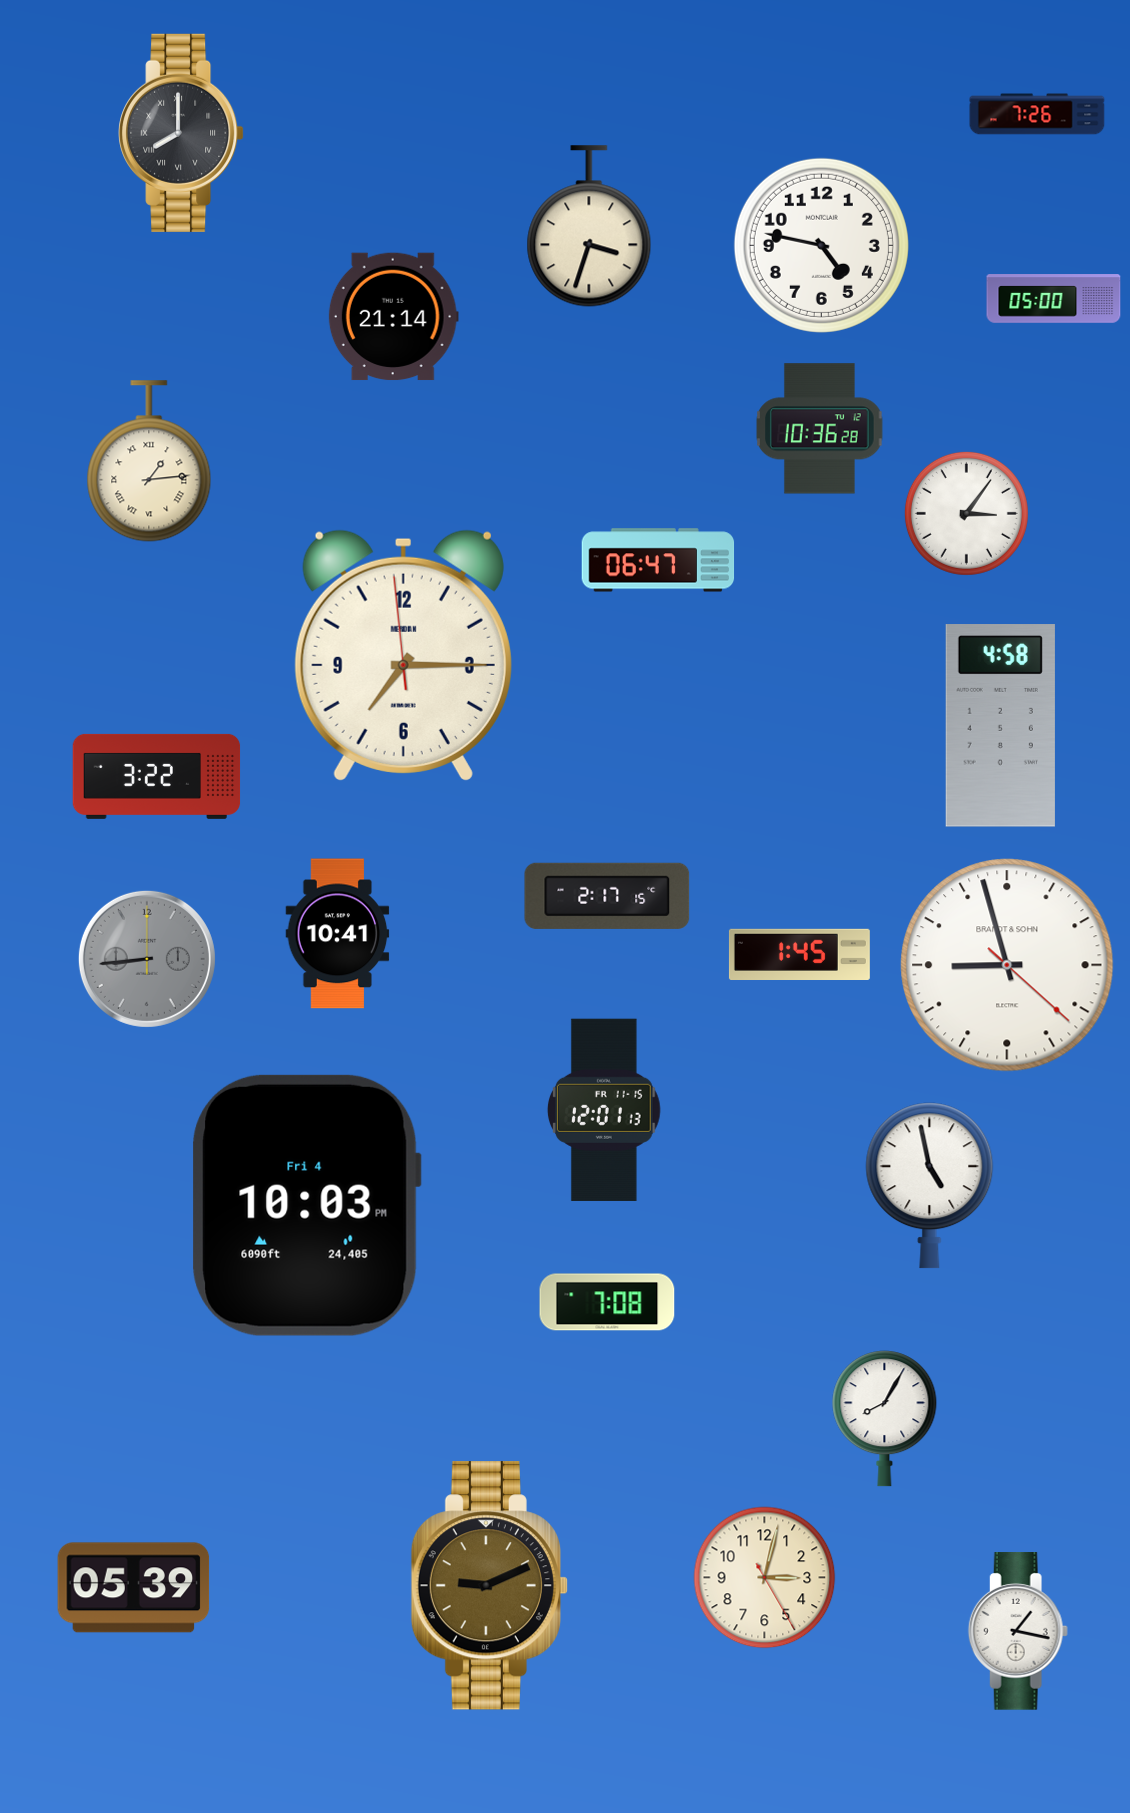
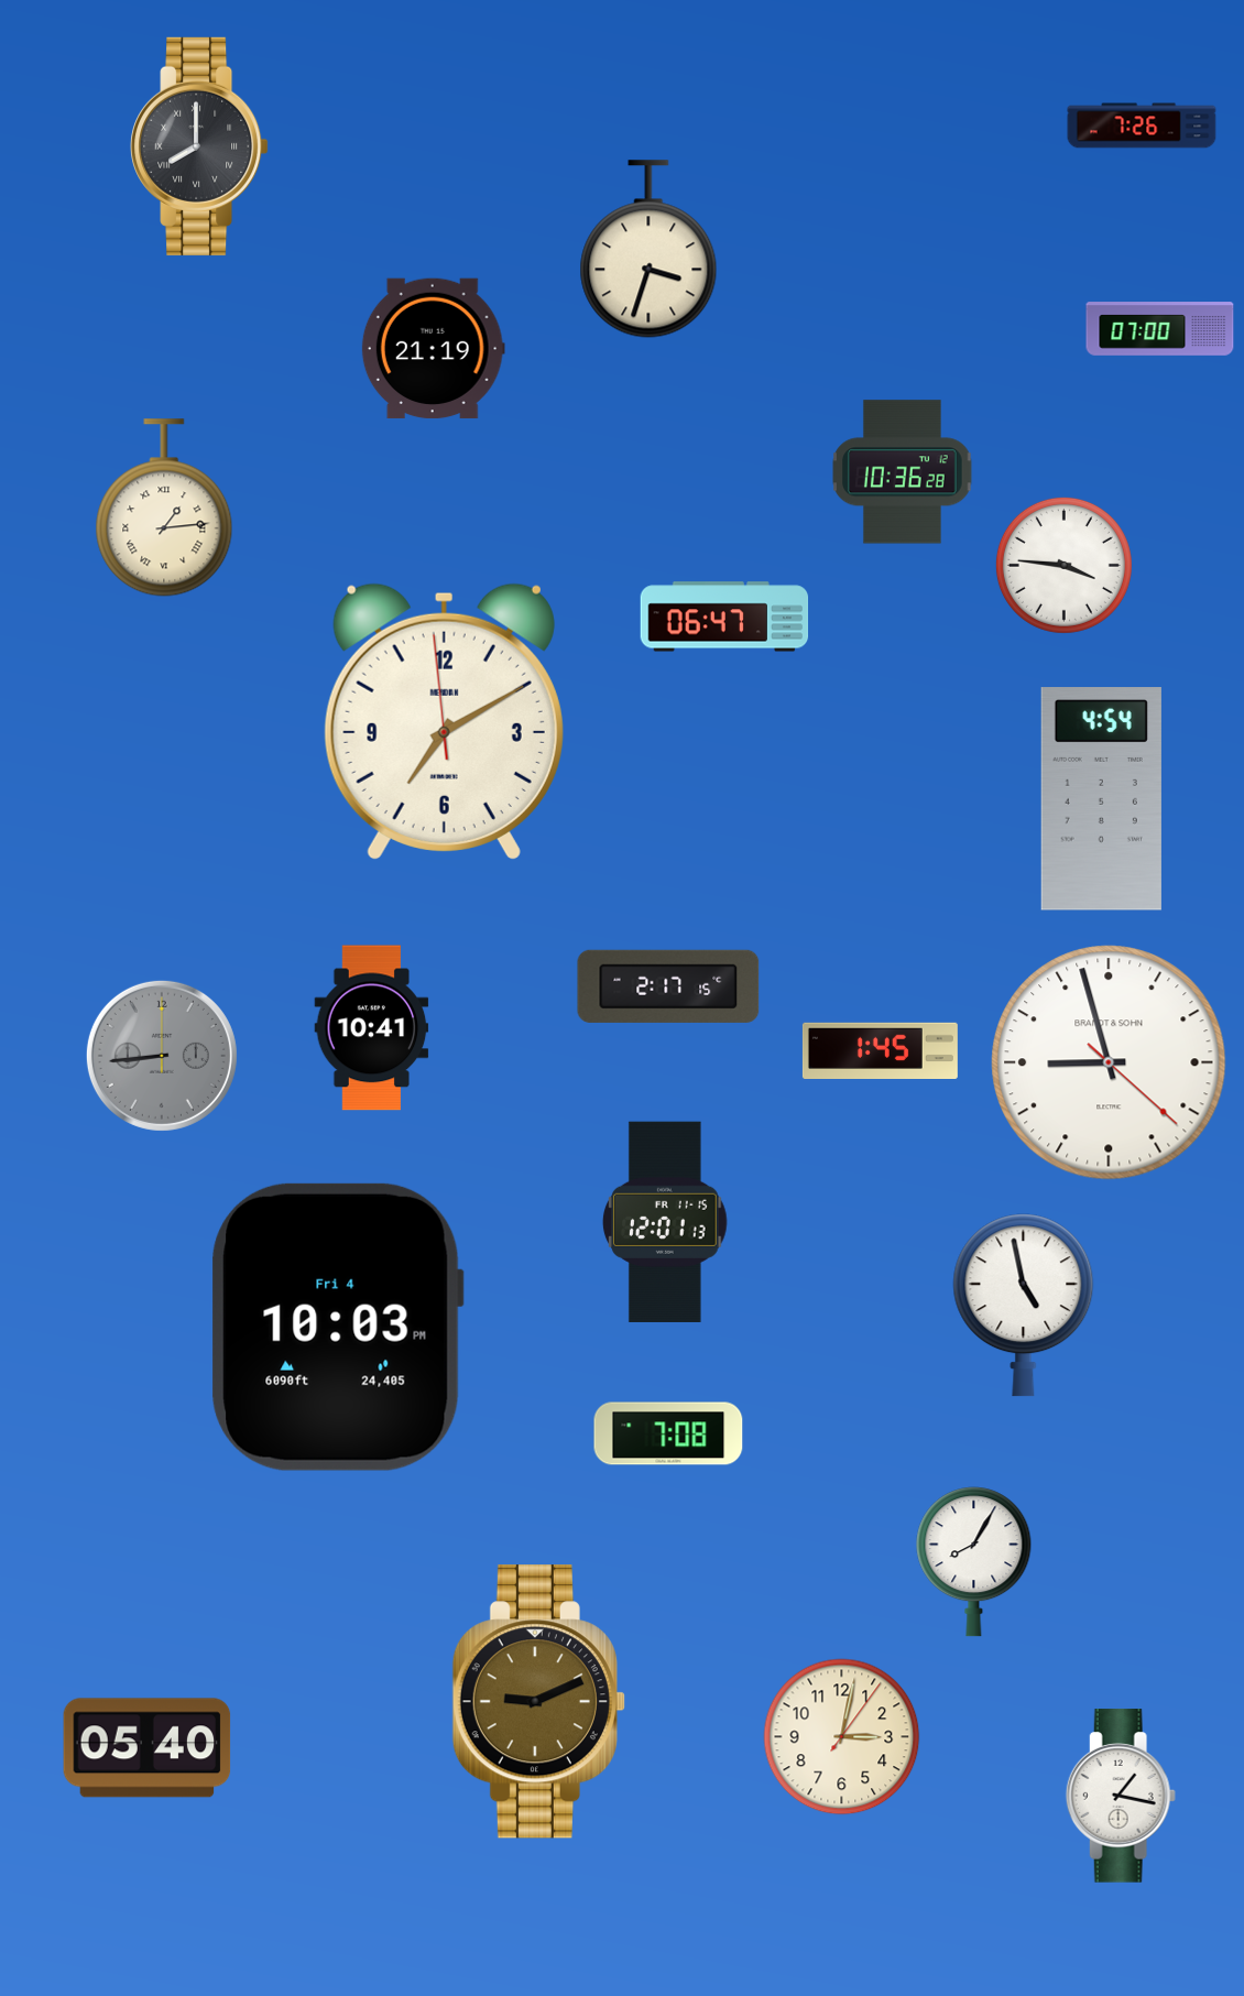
clock at (821, 245): 4:47 -> none
clock at (1054, 299): 05:00 -> 07:00
clock at (393, 317): 21:14 -> 21:19
clock at (966, 513): 3:06 -> 3:46
clock at (403, 655): 7:14 -> 7:09
clock at (1000, 726): 4:58 -> 4:54
clock at (157, 776): 3:22 -> none
clock at (765, 1578): 3:02:25 -> 3:02:06
clock at (489, 1586) position: (489, 1586) -> (538, 1702)
clock at (134, 1588): 05:39 -> 05:40
